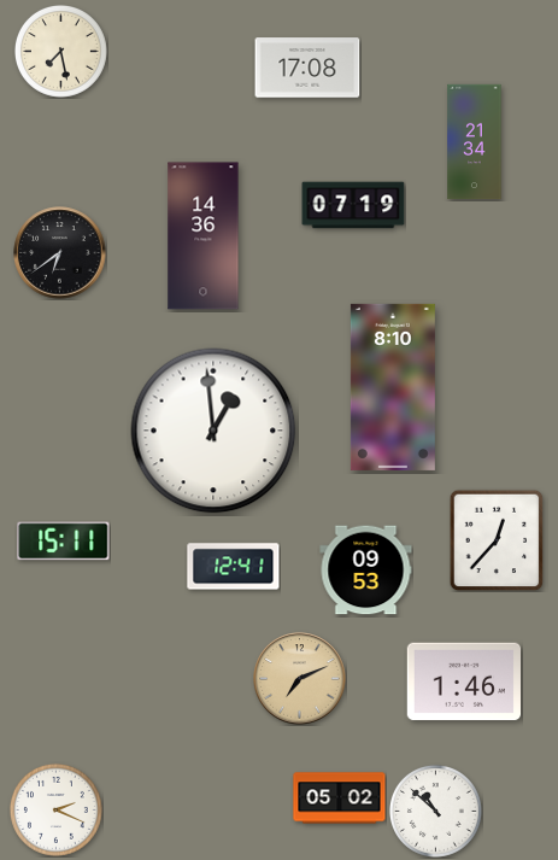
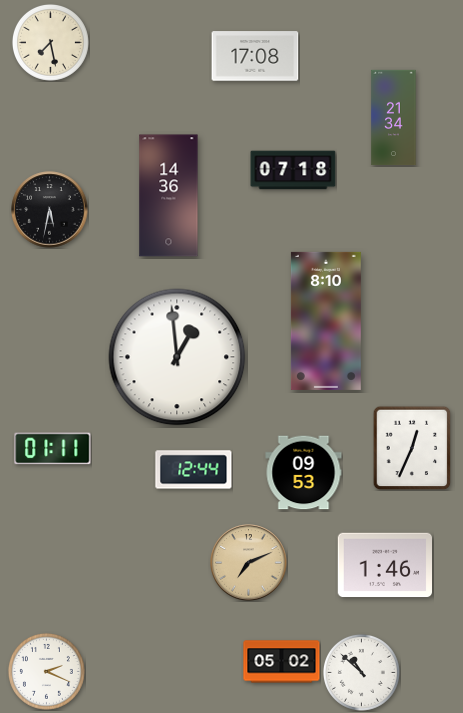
clock at (353, 205): 07:19 -> 07:18
clock at (60, 253): 6:39 -> 5:32
clock at (497, 540): 12:37 -> 12:34
clock at (64, 542): 15:11 -> 01:11
clock at (234, 567): 12:41 -> 12:44
